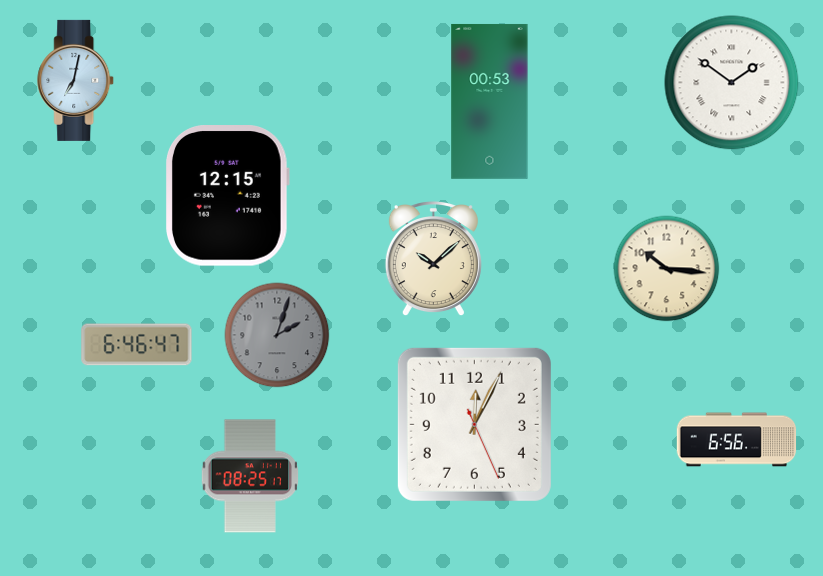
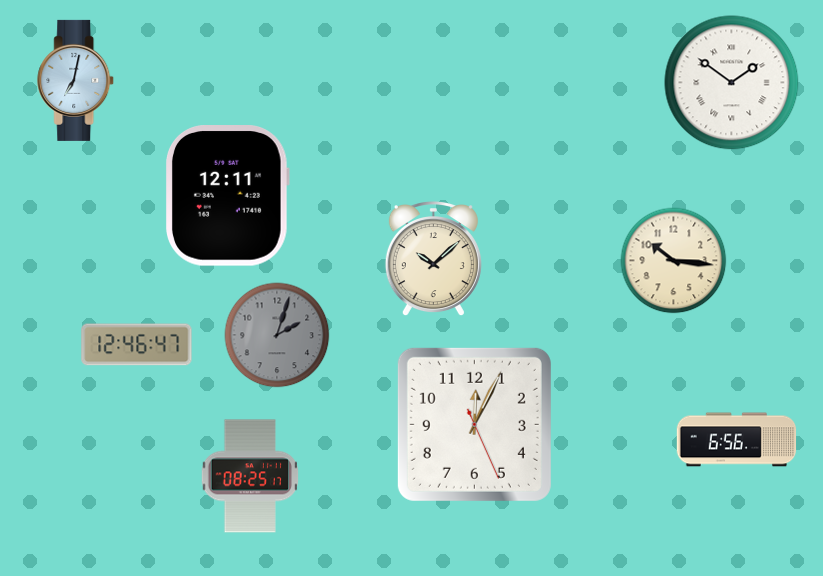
clock at (490, 101): 00:53 -> none
clock at (228, 196): 12:15 -> 12:11
clock at (667, 269) position: (667, 269) -> (674, 261)
clock at (137, 345): 6:46 -> 12:46
